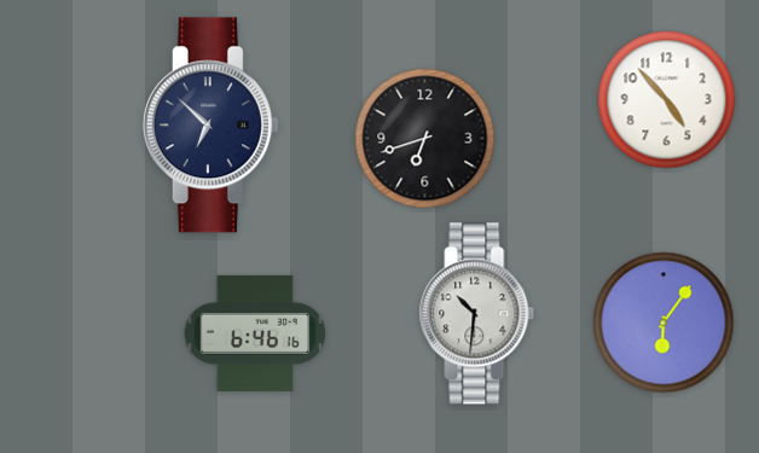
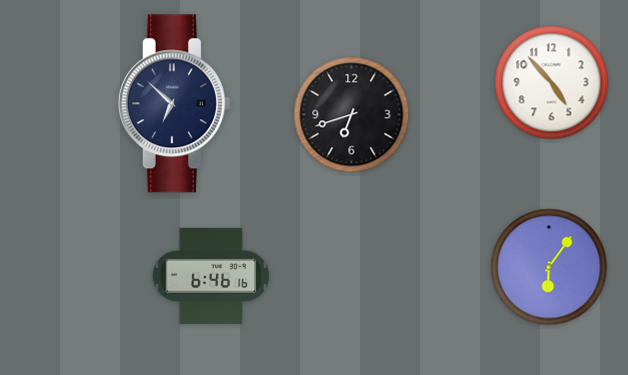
clock at (477, 314): 10:31 -> none
